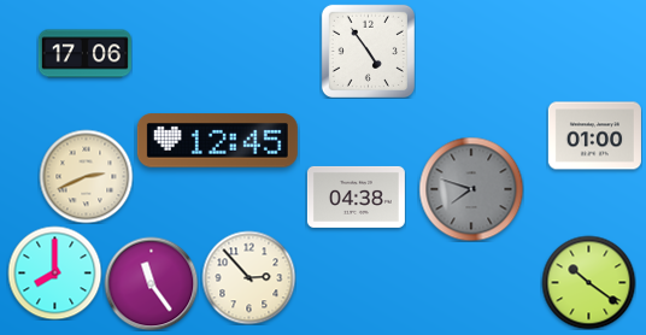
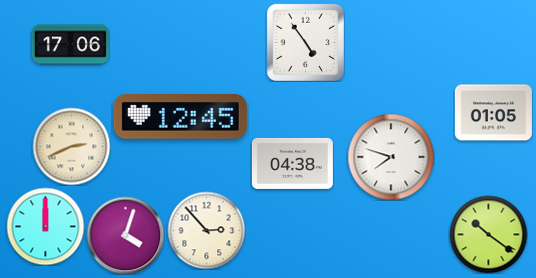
clock at (594, 136): 01:00 -> 01:05
clock at (471, 189) dial: grey -> white
clock at (356, 196) position: (356, 196) -> (292, 163)
clock at (54, 272): 8:00 -> 12:00
clock at (151, 283): 11:24 -> 4:03
